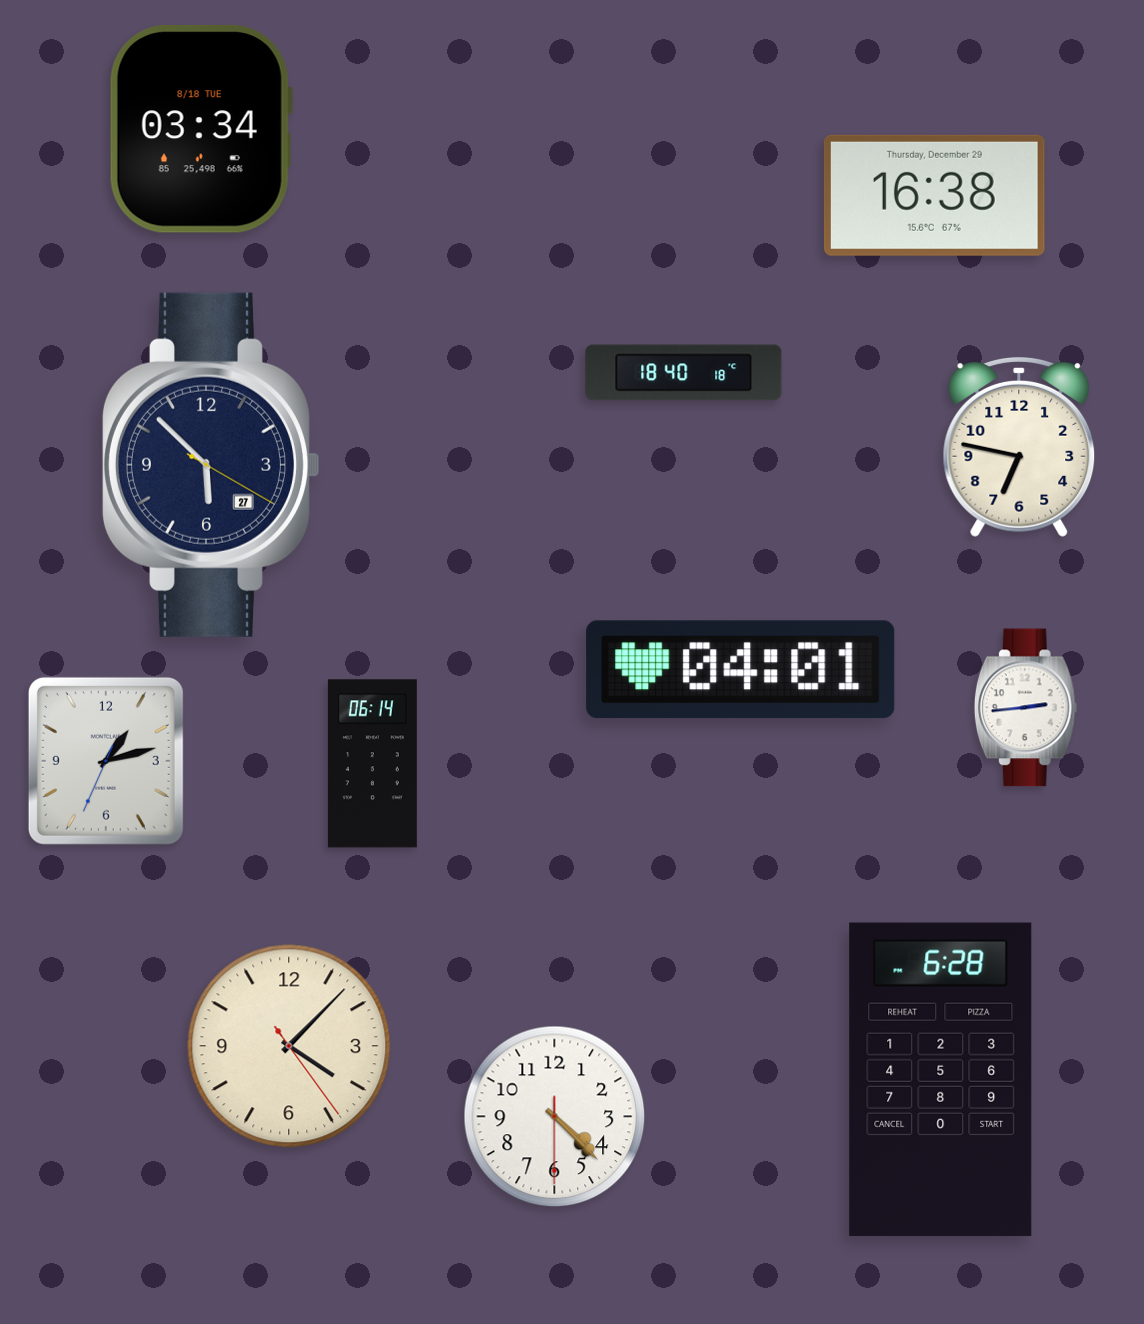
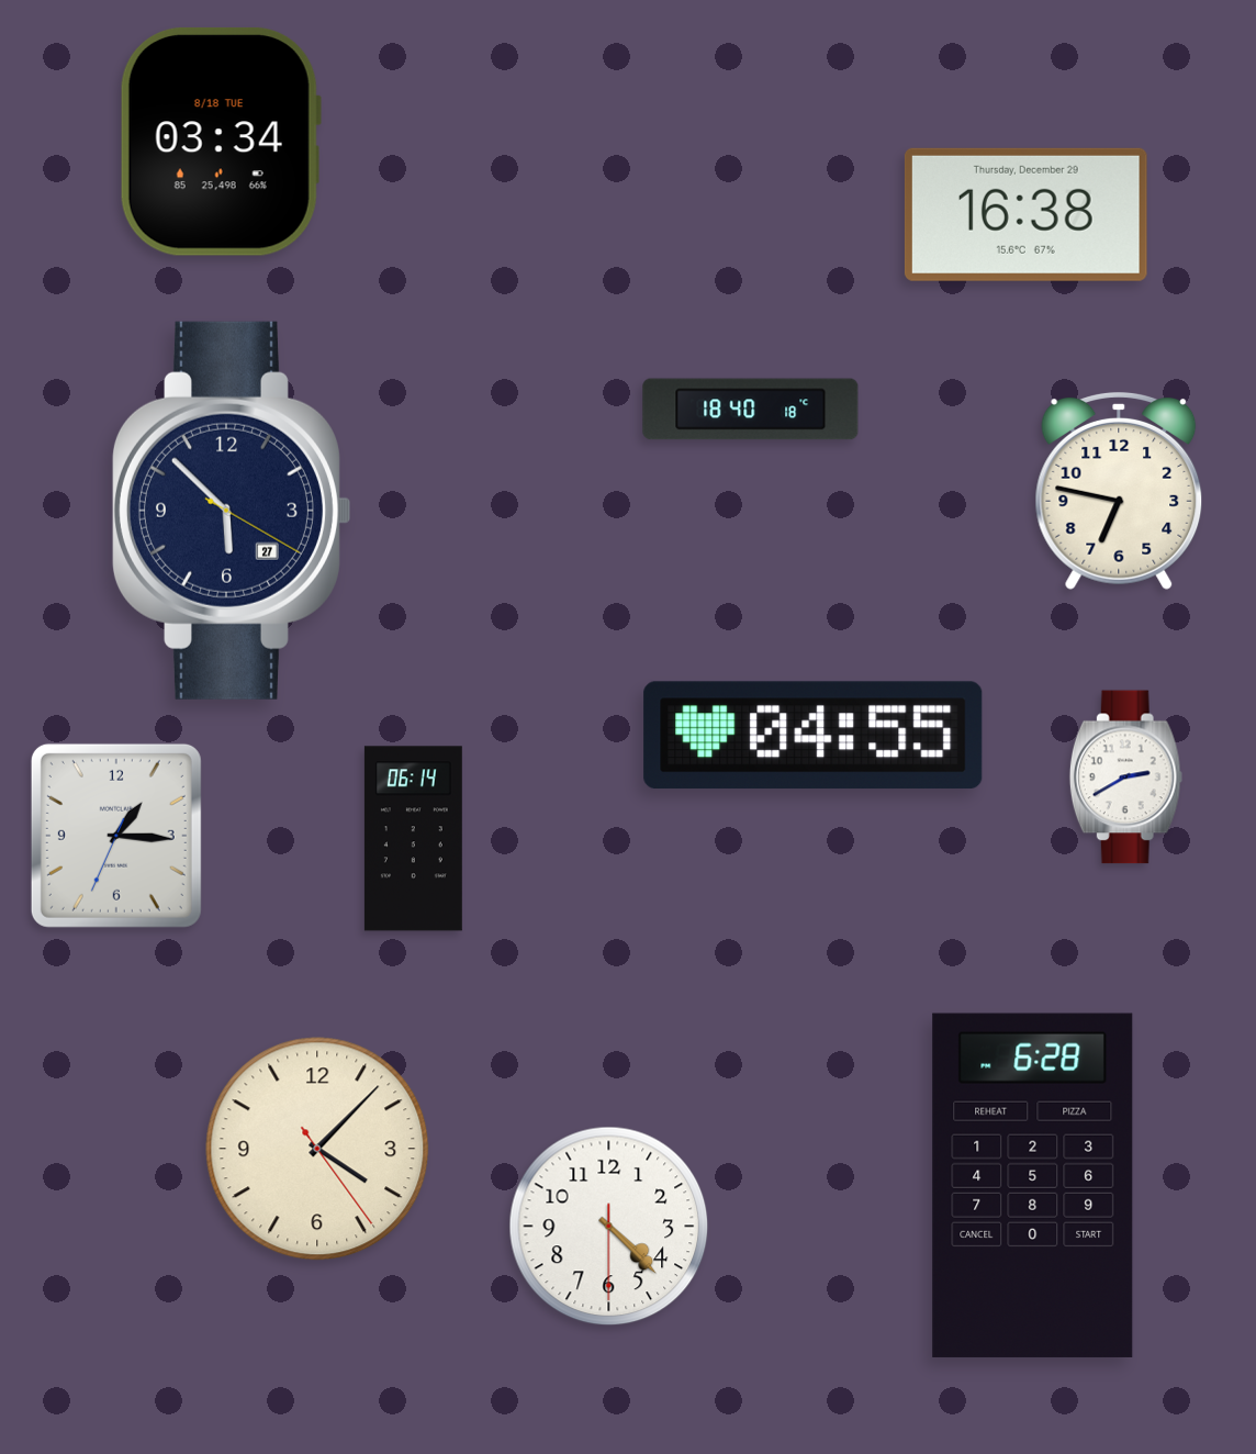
clock at (741, 670): 04:01 -> 04:55
clock at (1025, 708): 2:44 -> 2:40
clock at (106, 761): 1:12 -> 1:15
clock at (372, 764) position: (372, 764) -> (413, 839)
